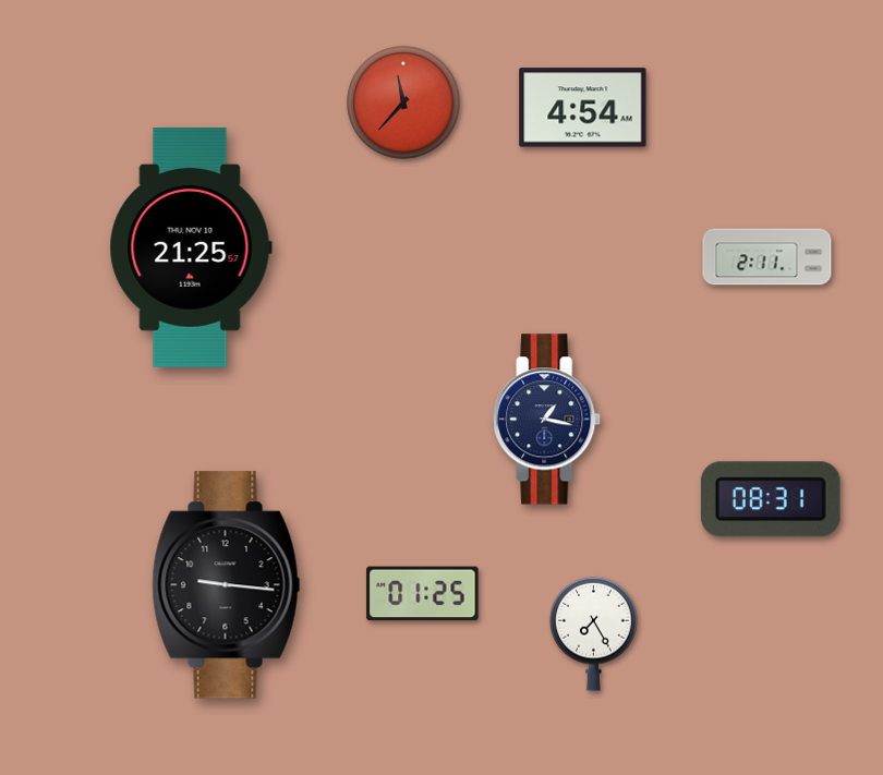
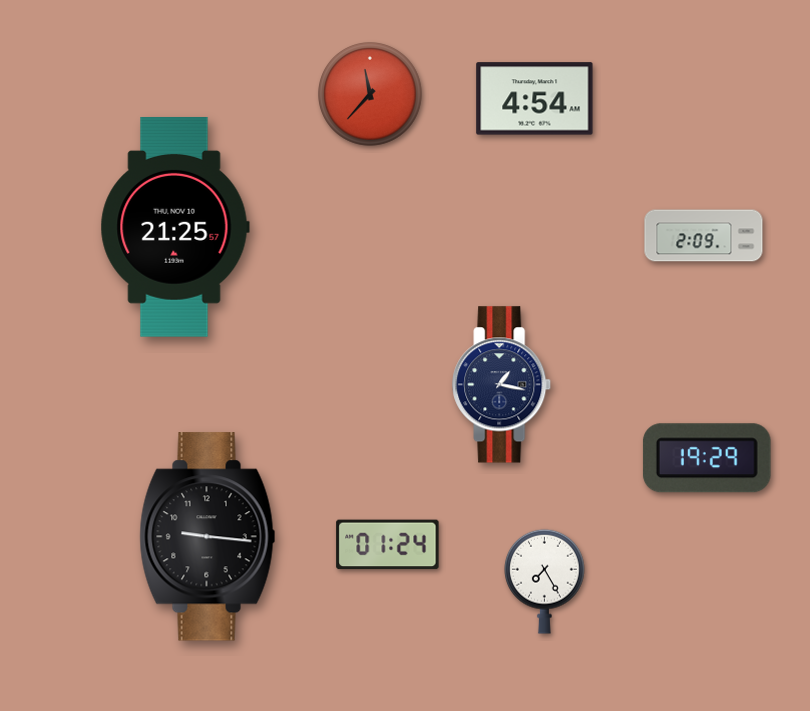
clock at (767, 257): 2:11 -> 2:09
clock at (771, 499): 08:31 -> 19:29
clock at (423, 594): 01:25 -> 01:24
